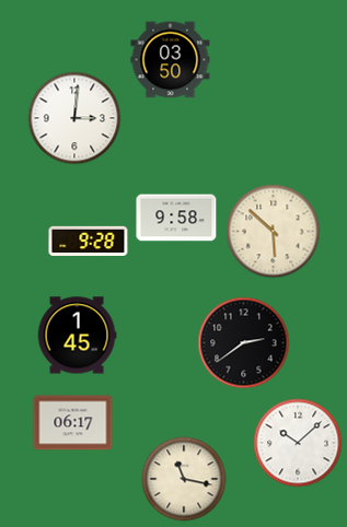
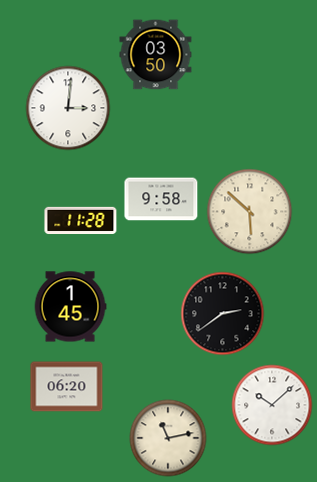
clock at (89, 241): 9:28 -> 11:28
clock at (73, 423): 06:17 -> 06:20
clock at (184, 479): 11:17 -> 11:13
